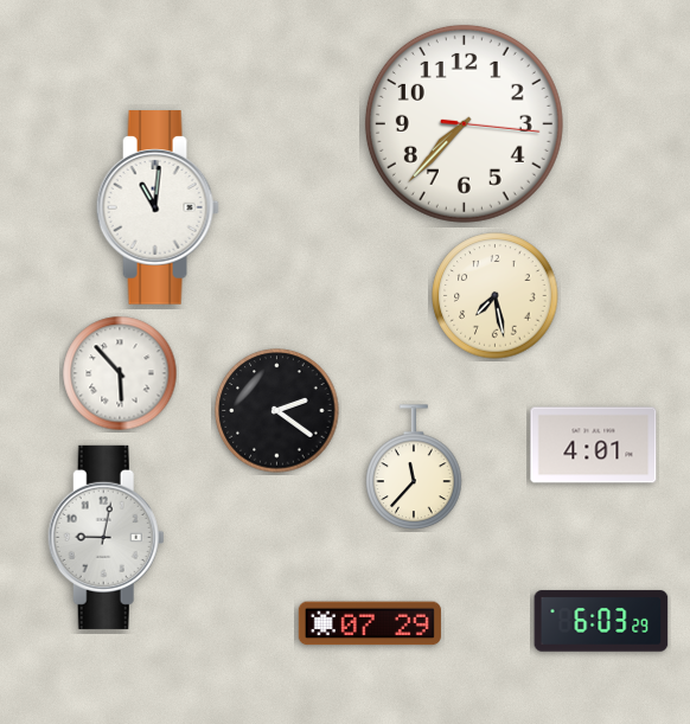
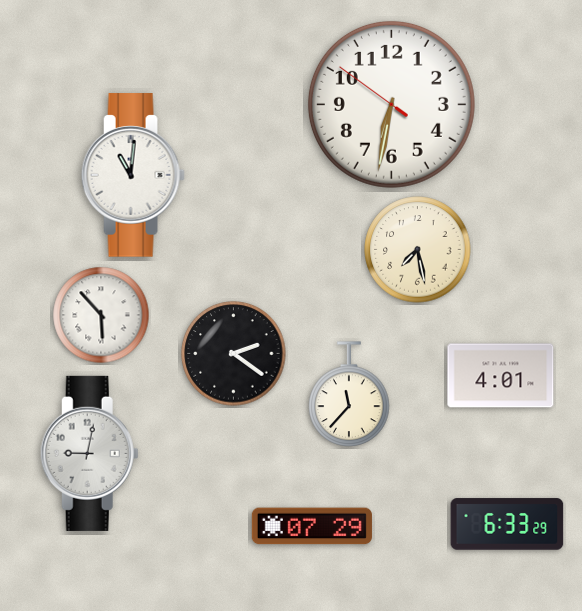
clock at (464, 123): 7:37 -> 6:31
clock at (277, 411) position: (277, 411) -> (234, 354)
clock at (601, 621): 6:03 -> 6:33
